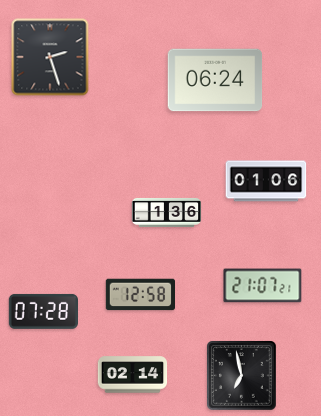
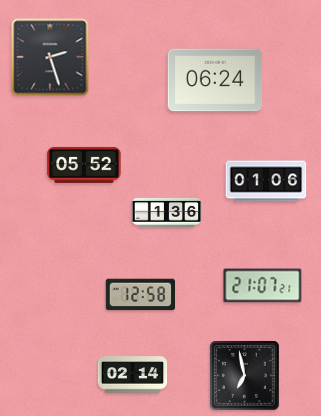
clock at (84, 165): none -> 05:52
clock at (43, 311): 07:28 -> none
clock at (242, 376) position: (242, 376) -> (245, 376)
